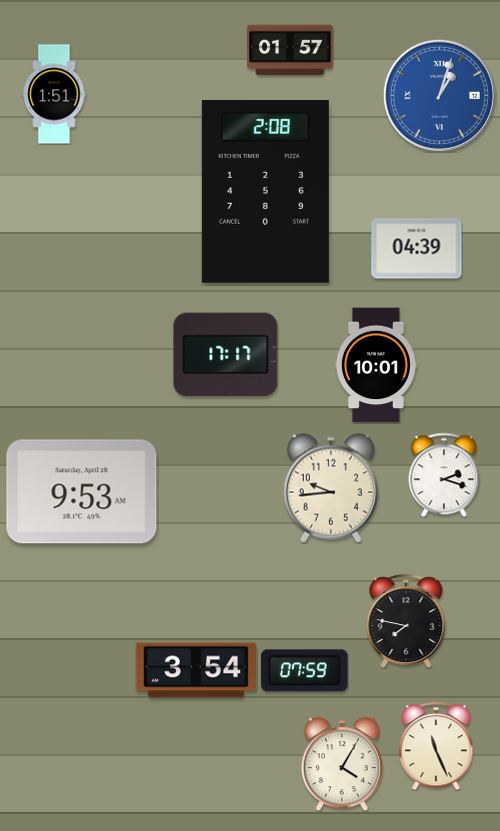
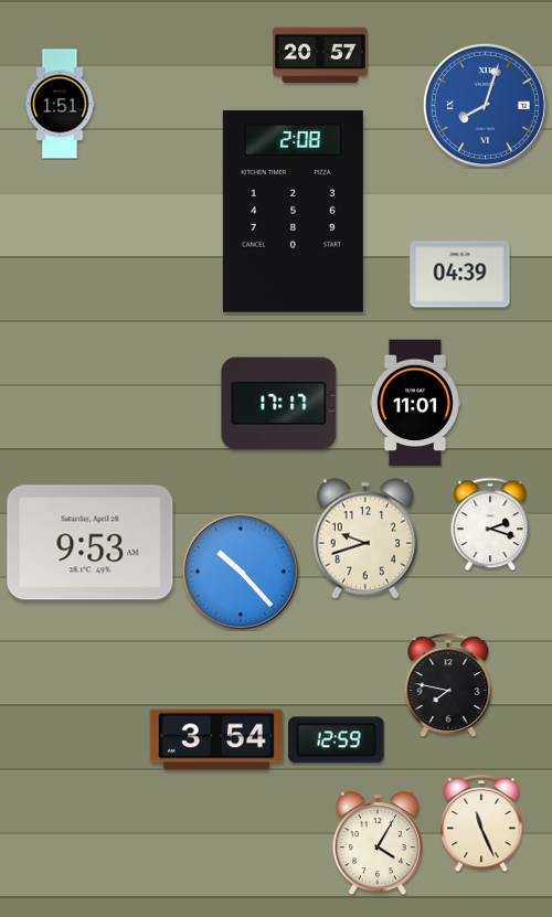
clock at (290, 50): 01:57 -> 20:57
clock at (439, 95): 1:03 -> 8:03
clock at (226, 355) position: (226, 355) -> (279, 404)
clock at (376, 365): 10:01 -> 11:01
clock at (331, 488): 9:44 -> 9:42
clock at (241, 572): none -> 10:23
clock at (305, 671): 07:59 -> 12:59
